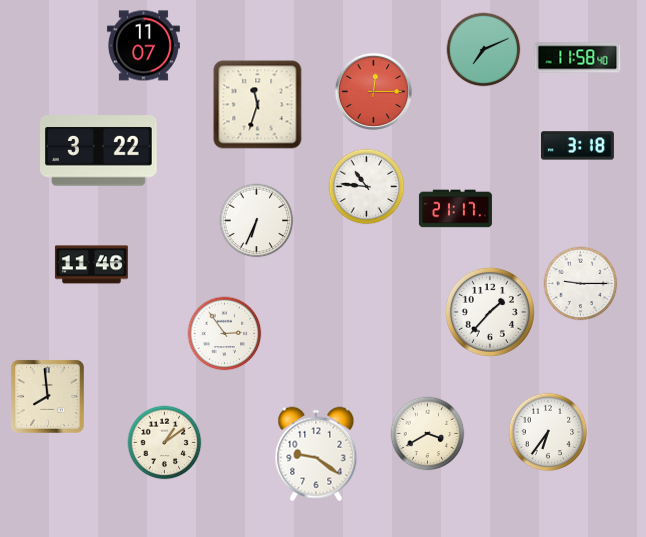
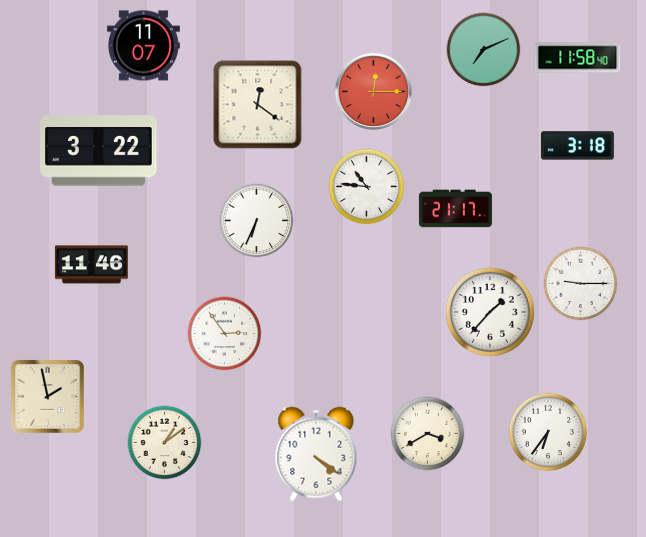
clock at (258, 105): 11:33 -> 12:21
clock at (47, 396): 7:59 -> 1:58
clock at (316, 454): 9:21 -> 4:21
